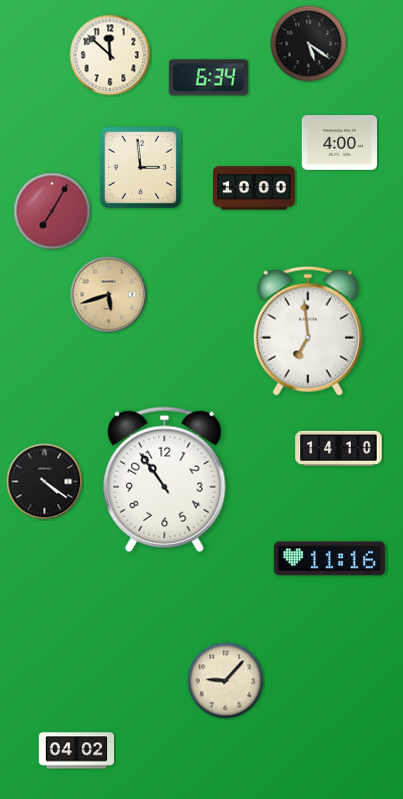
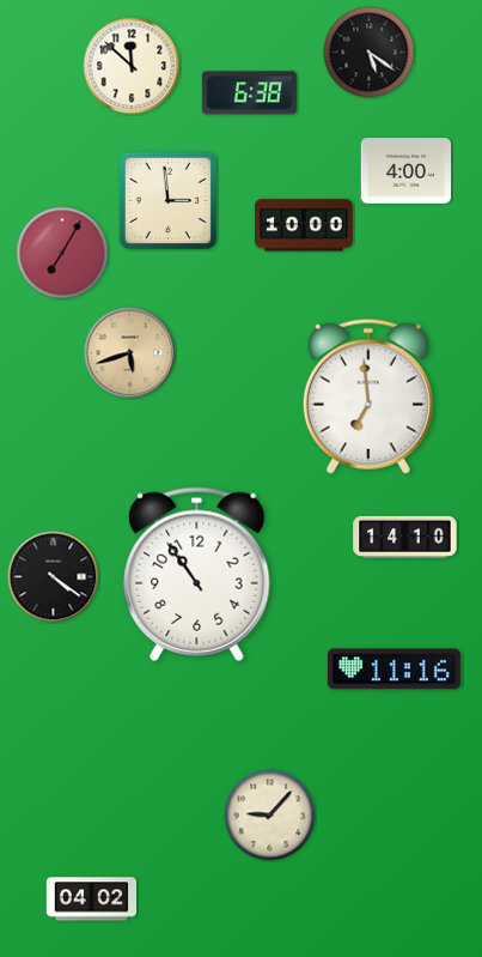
clock at (208, 78): 6:34 -> 6:38
